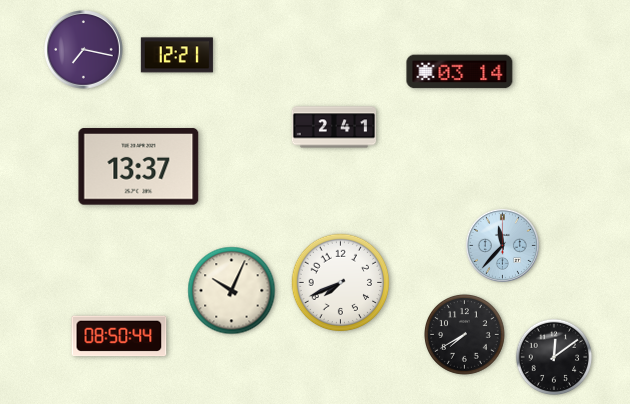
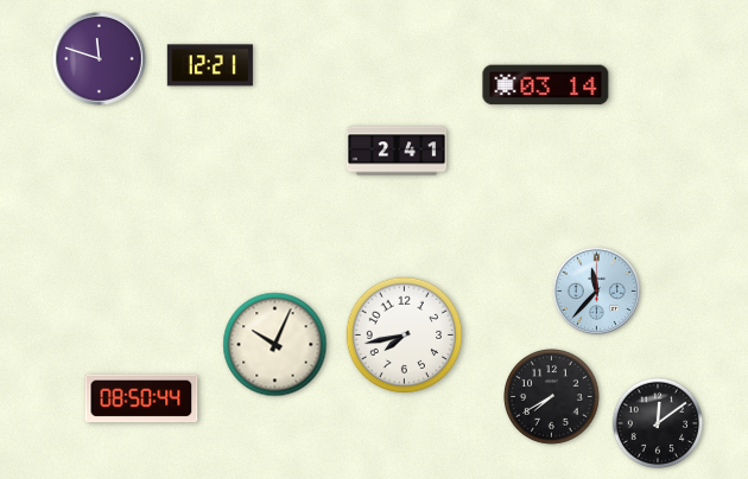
clock at (84, 50): 7:17 -> 11:48
clock at (139, 167): 13:37 -> none
clock at (341, 283): 7:41 -> 7:43
